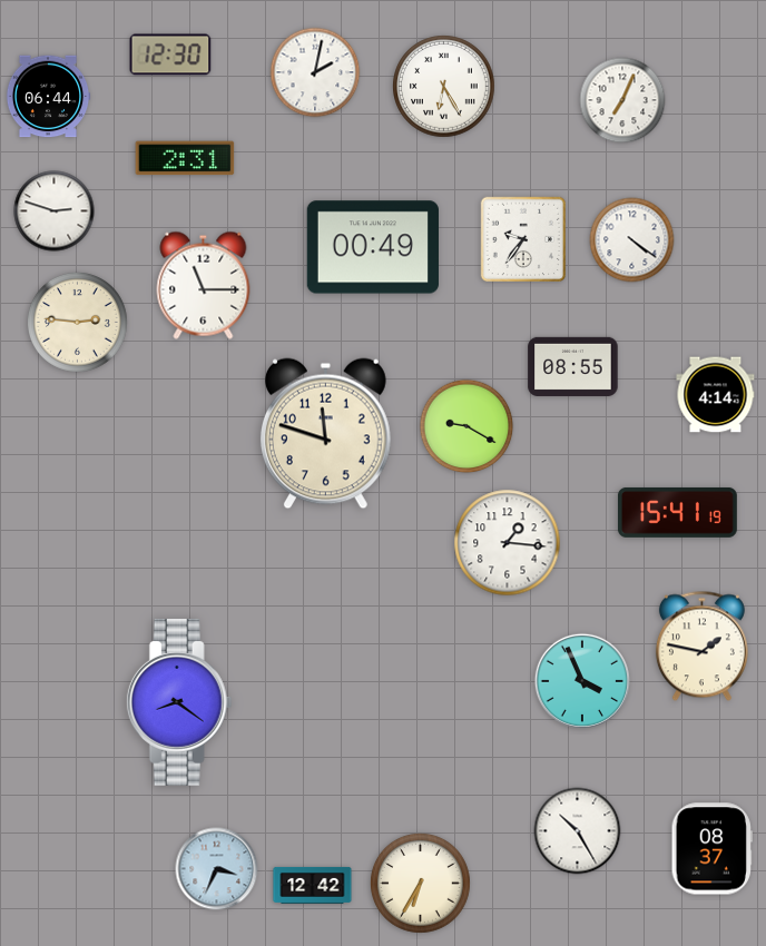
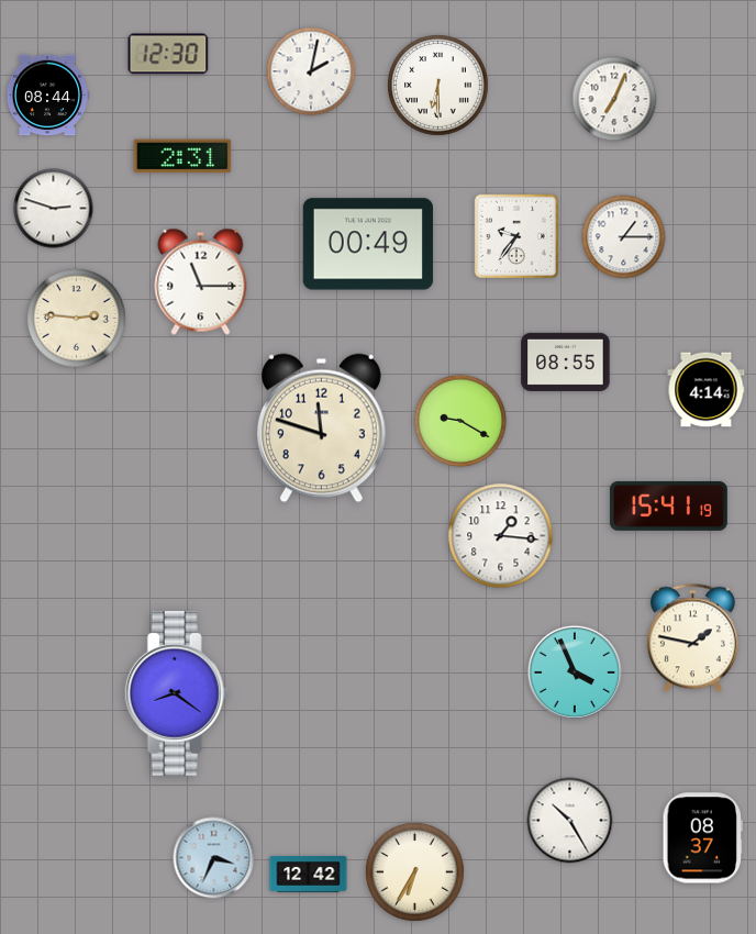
clock at (444, 87): 6:25 -> 6:30
clock at (48, 97): 06:44 -> 08:44
clock at (632, 240): 4:21 -> 1:15
